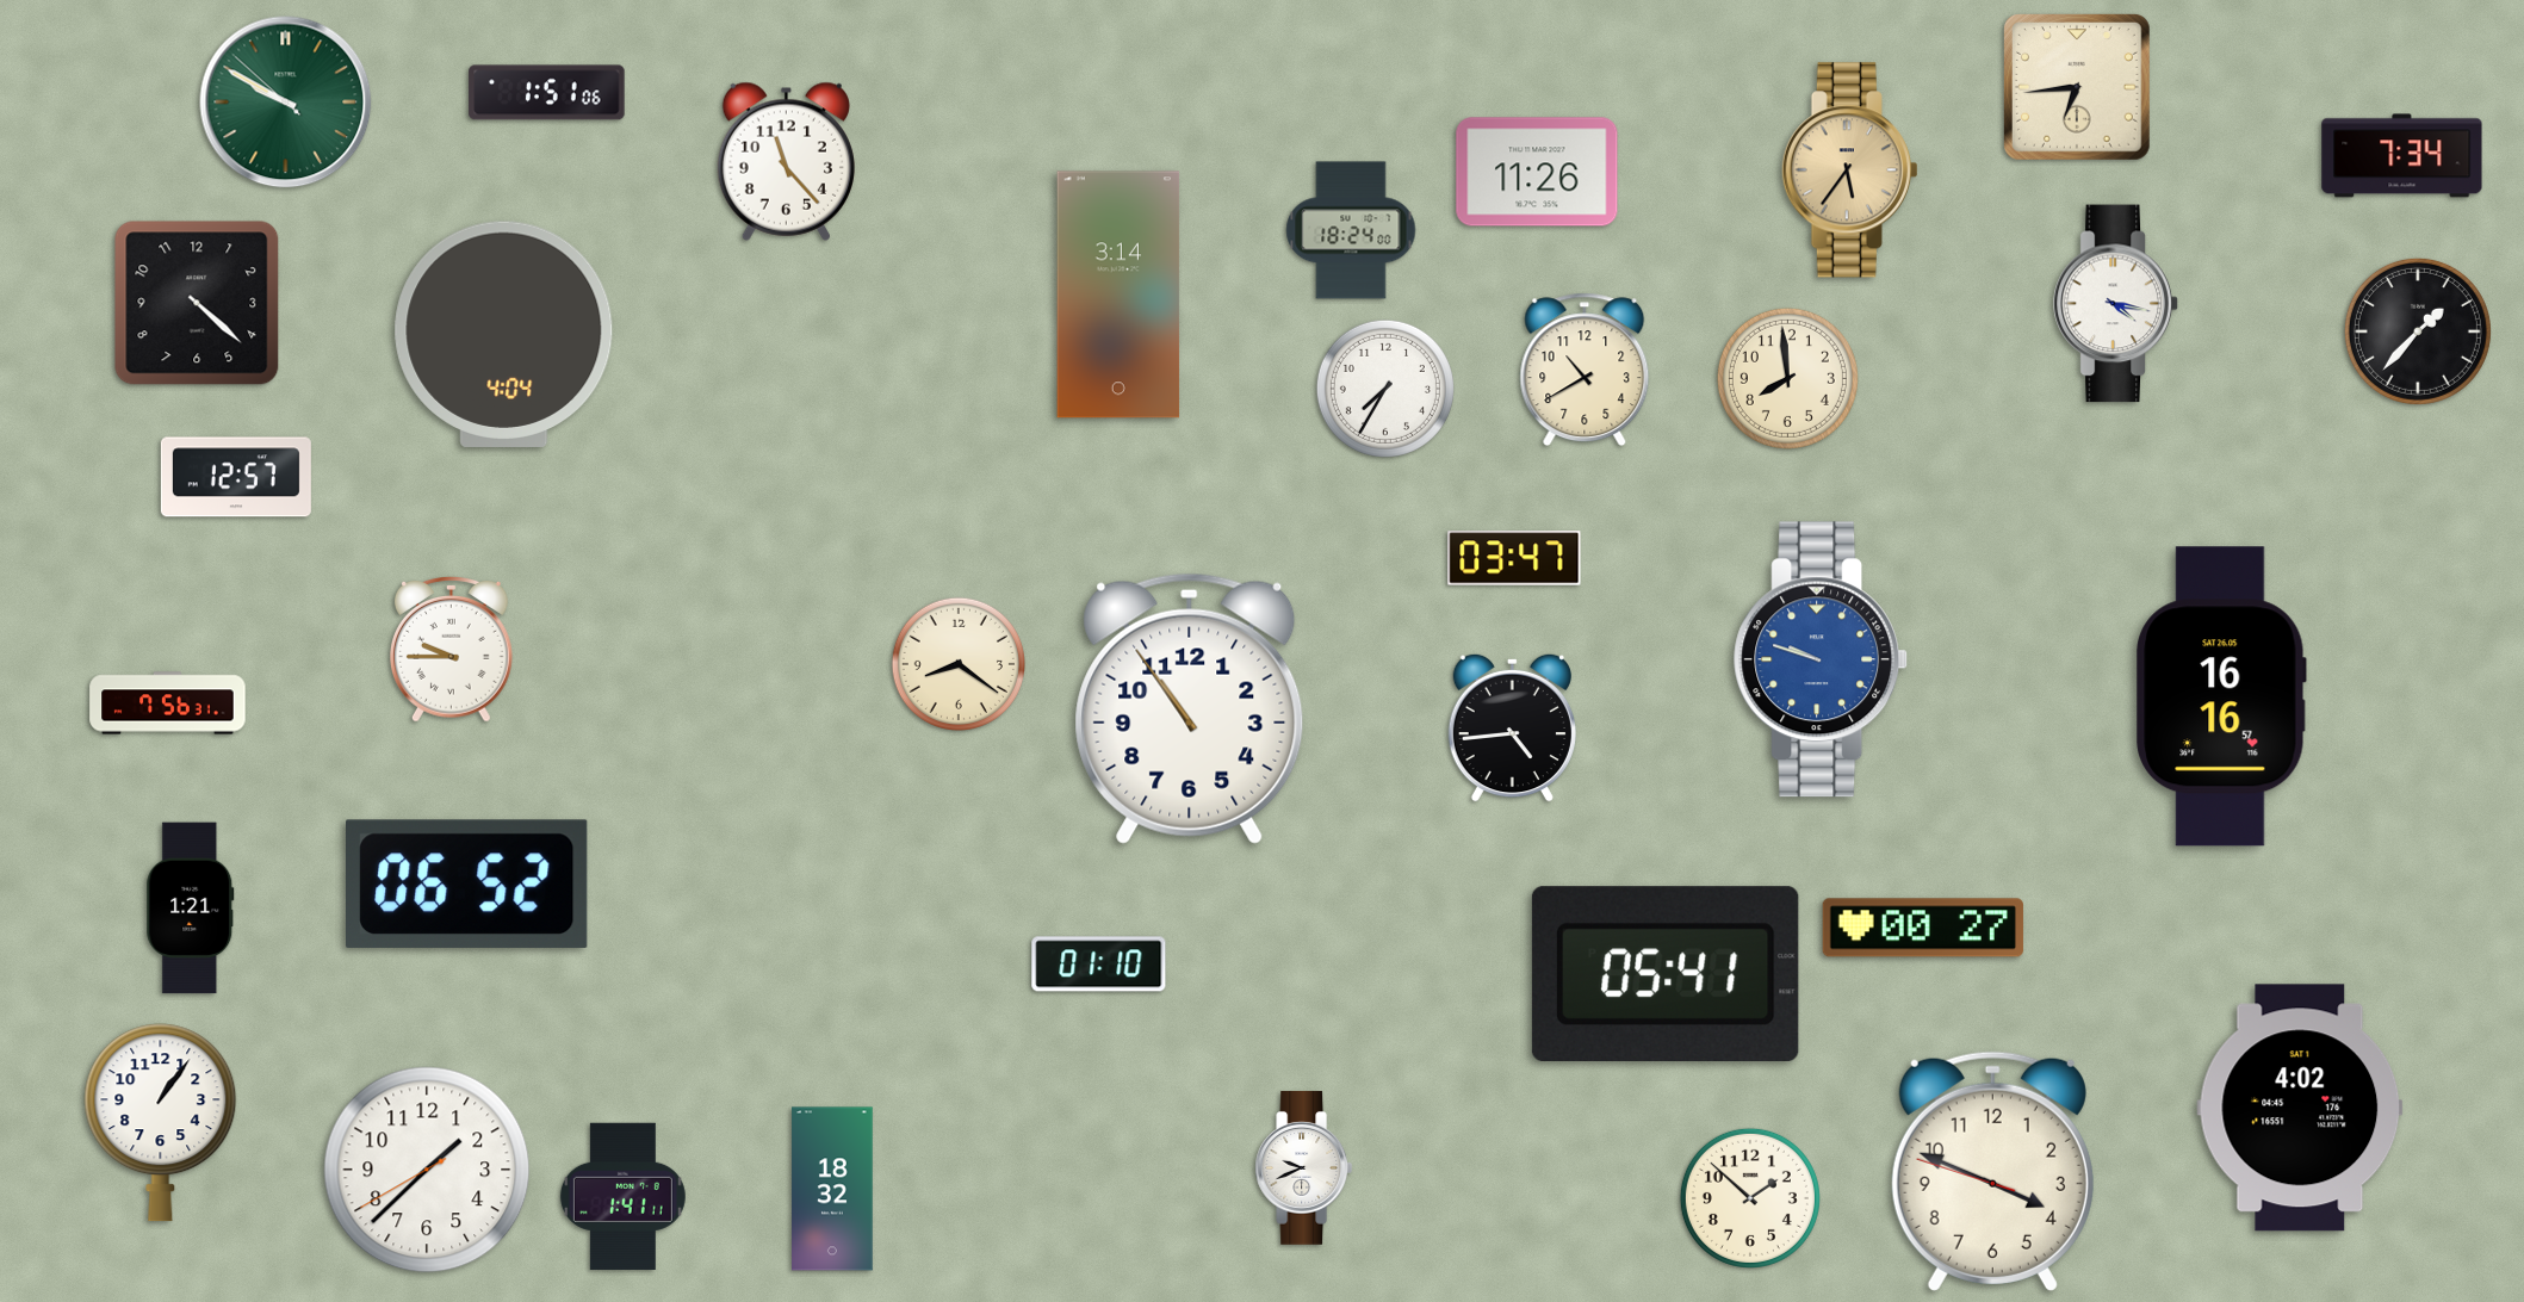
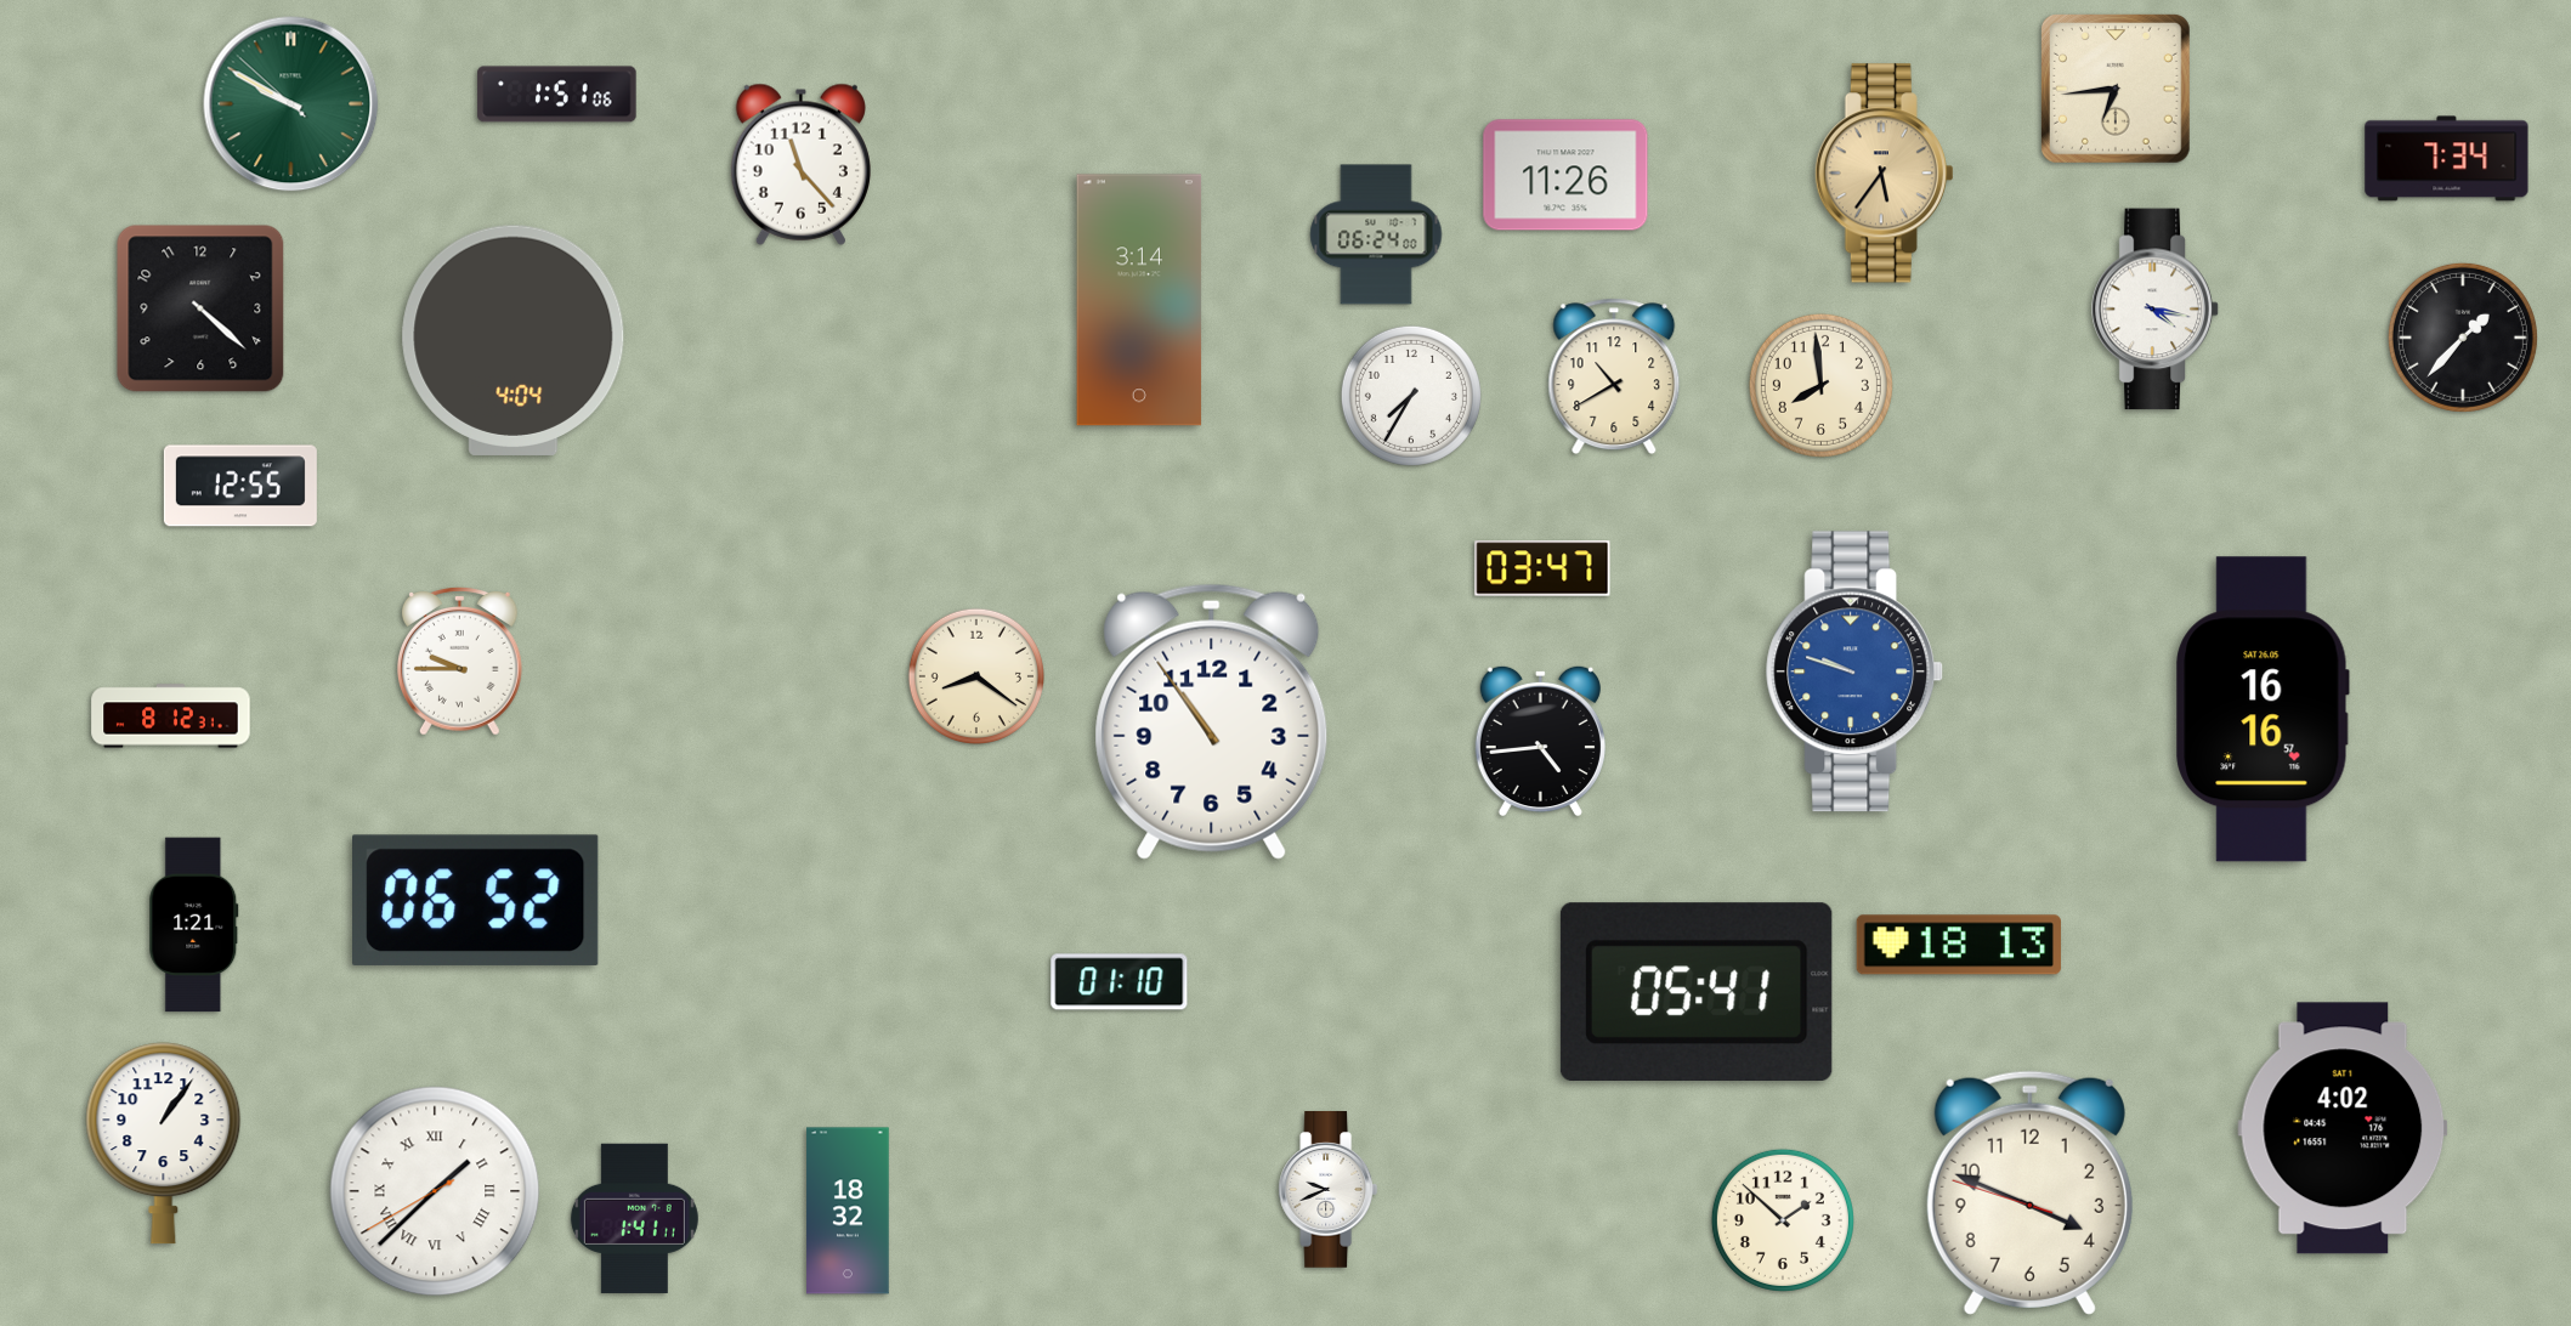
clock at (1351, 230): 18:24 -> 06:24
clock at (236, 477): 12:57 -> 12:55
clock at (168, 703): 7:56 -> 8:12
clock at (1923, 928): 00:27 -> 18:13
clock at (427, 1170) numerals: Arabic -> Roman
